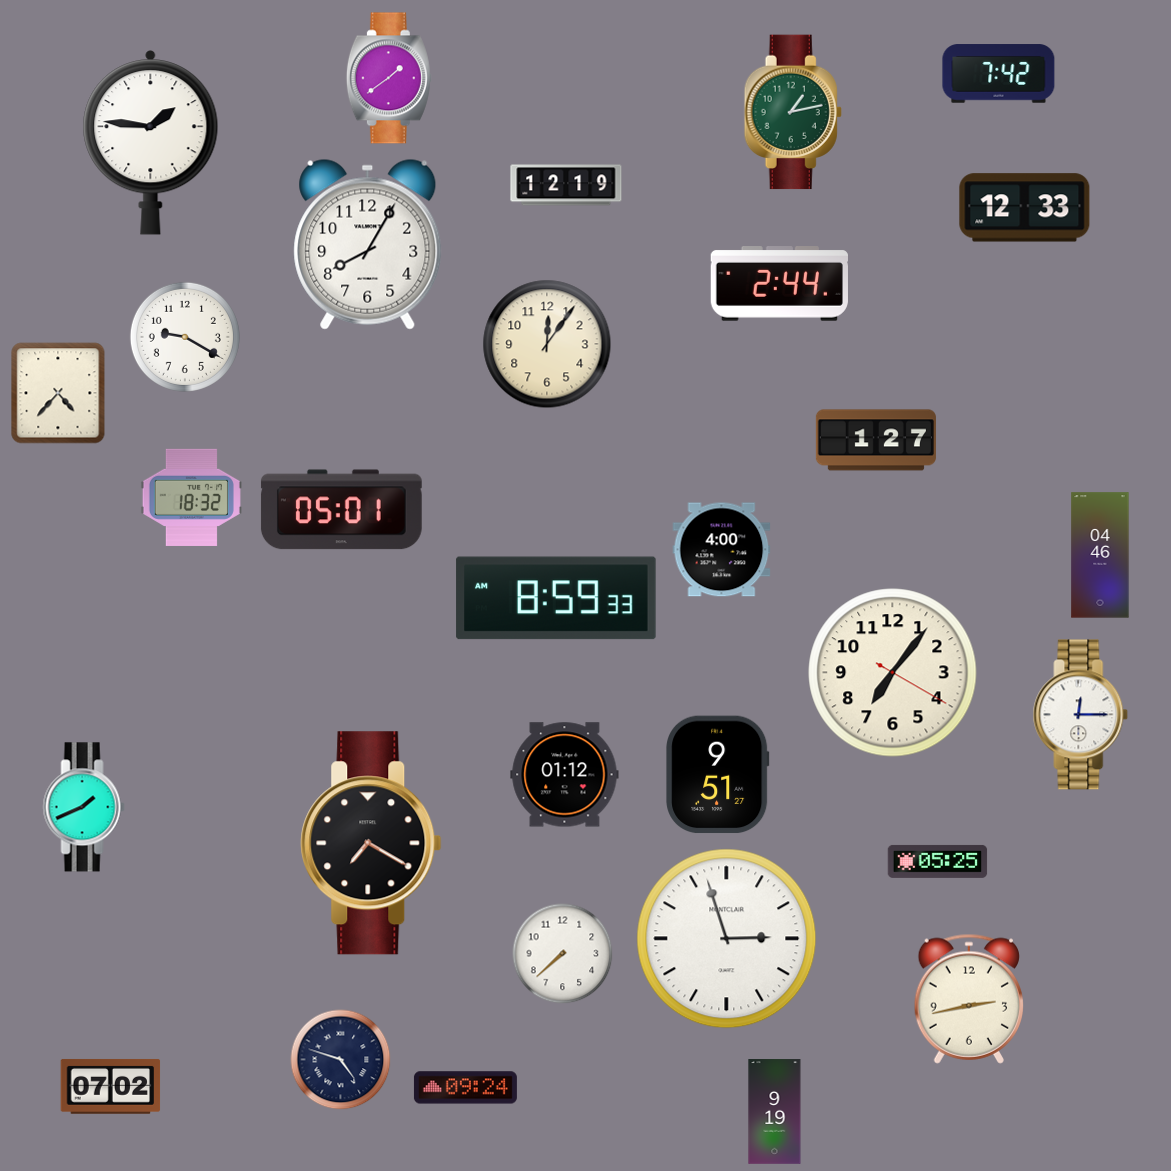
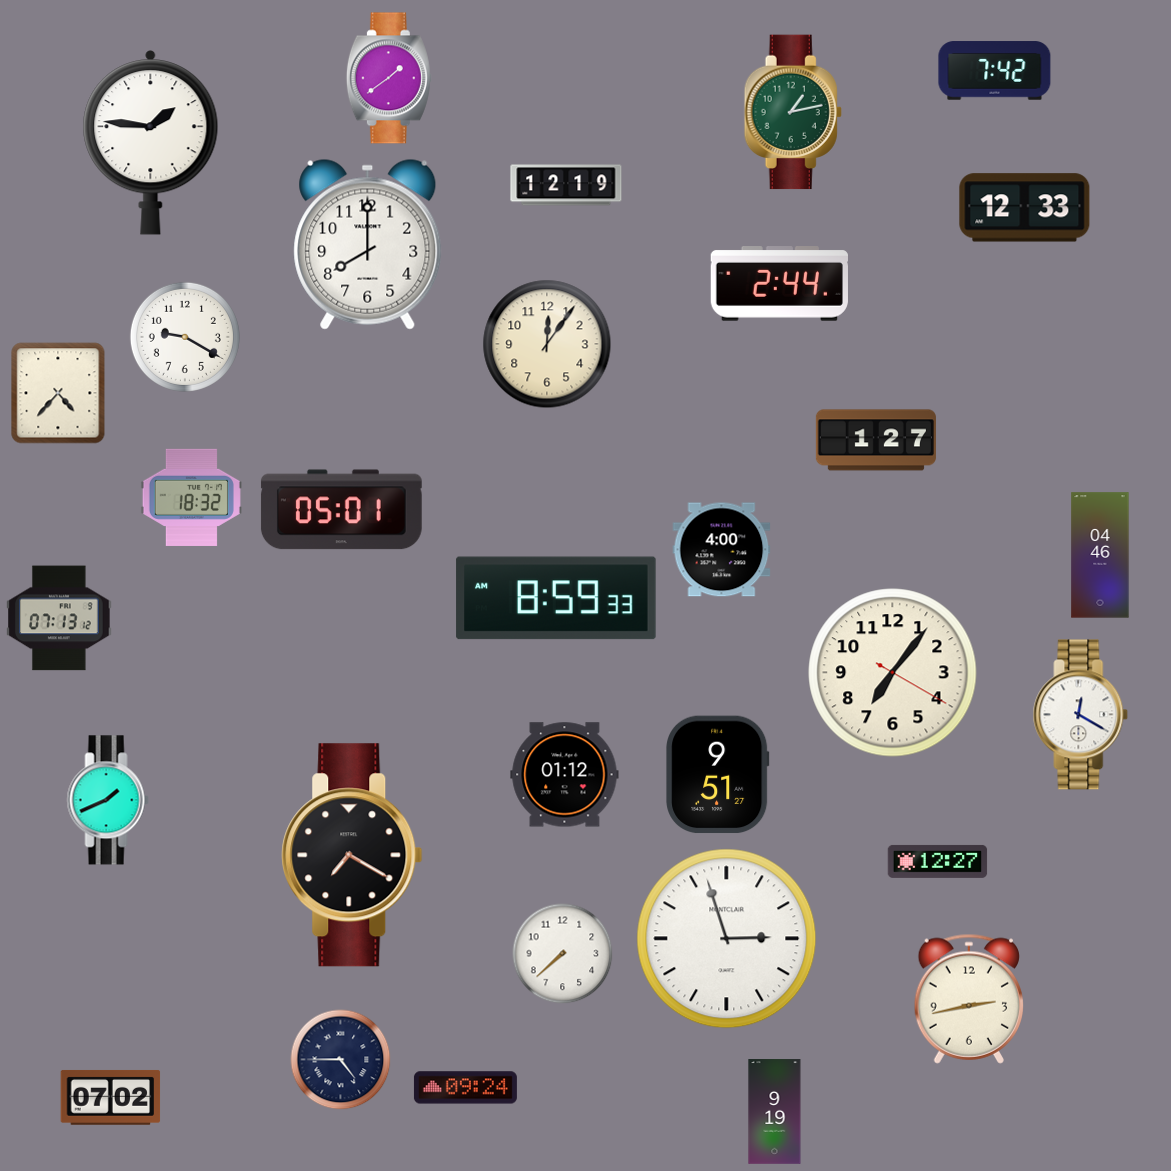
clock at (999, 74) position: (999, 74) -> (995, 71)
clock at (368, 244): 8:05 -> 8:00
clock at (59, 618): none -> 07:13
clock at (1081, 715): 12:15 -> 12:20
clock at (84, 807) position: (84, 807) -> (108, 800)
clock at (371, 843) position: (371, 843) -> (352, 855)
clock at (938, 861): 05:25 -> 12:27
clock at (341, 1060): 4:48 -> 4:45
clock at (111, 1086) position: (111, 1086) -> (111, 1097)
